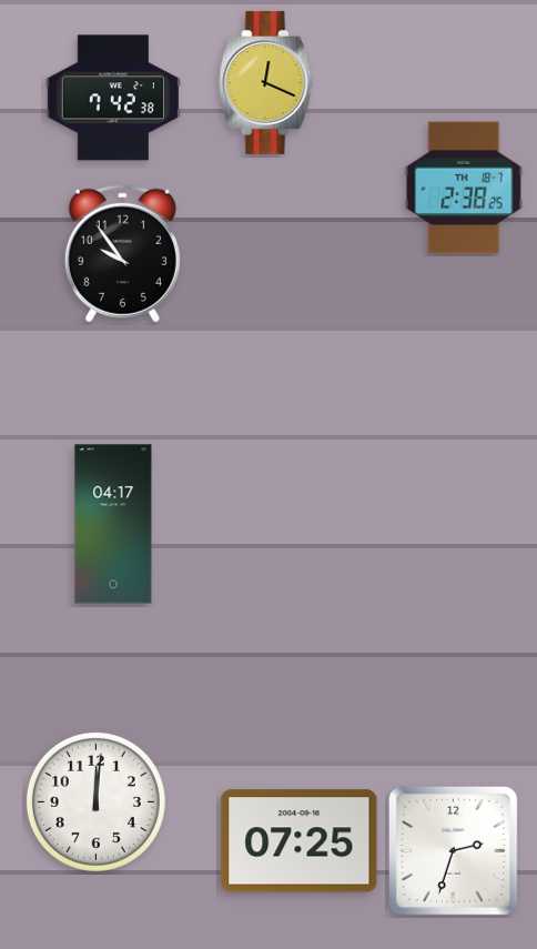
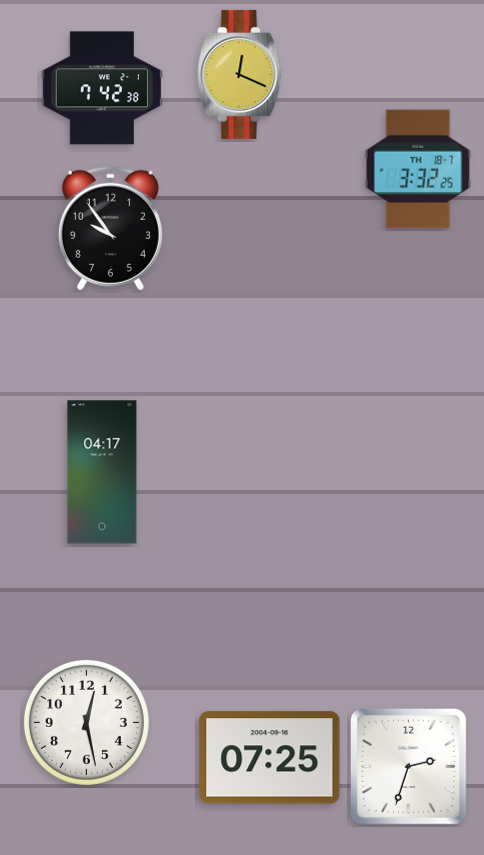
clock at (464, 188): 2:38 -> 3:32
clock at (95, 801): 12:01 -> 12:28
